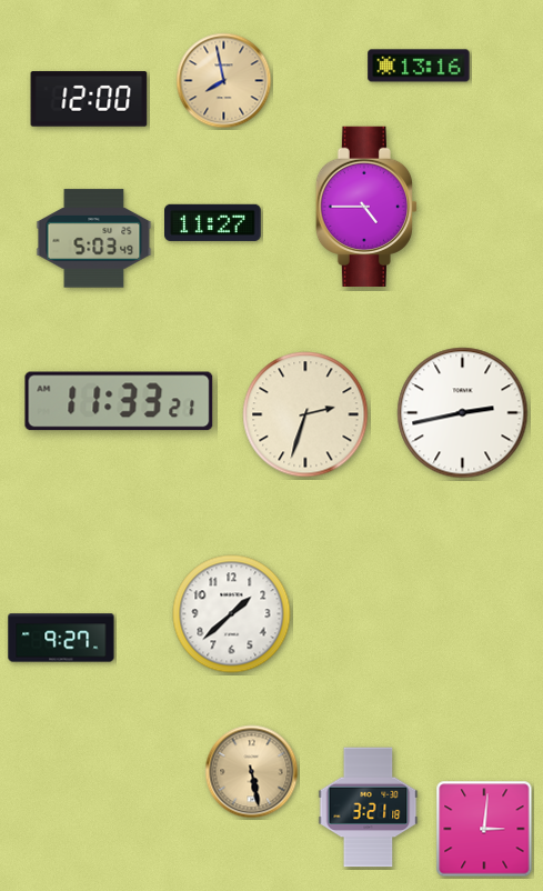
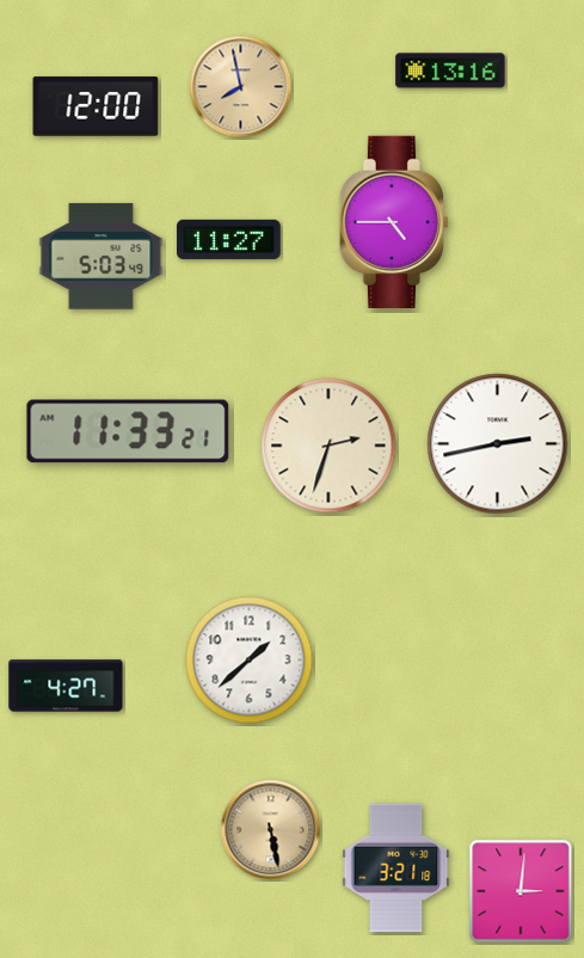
clock at (61, 638): 9:27 -> 4:27
